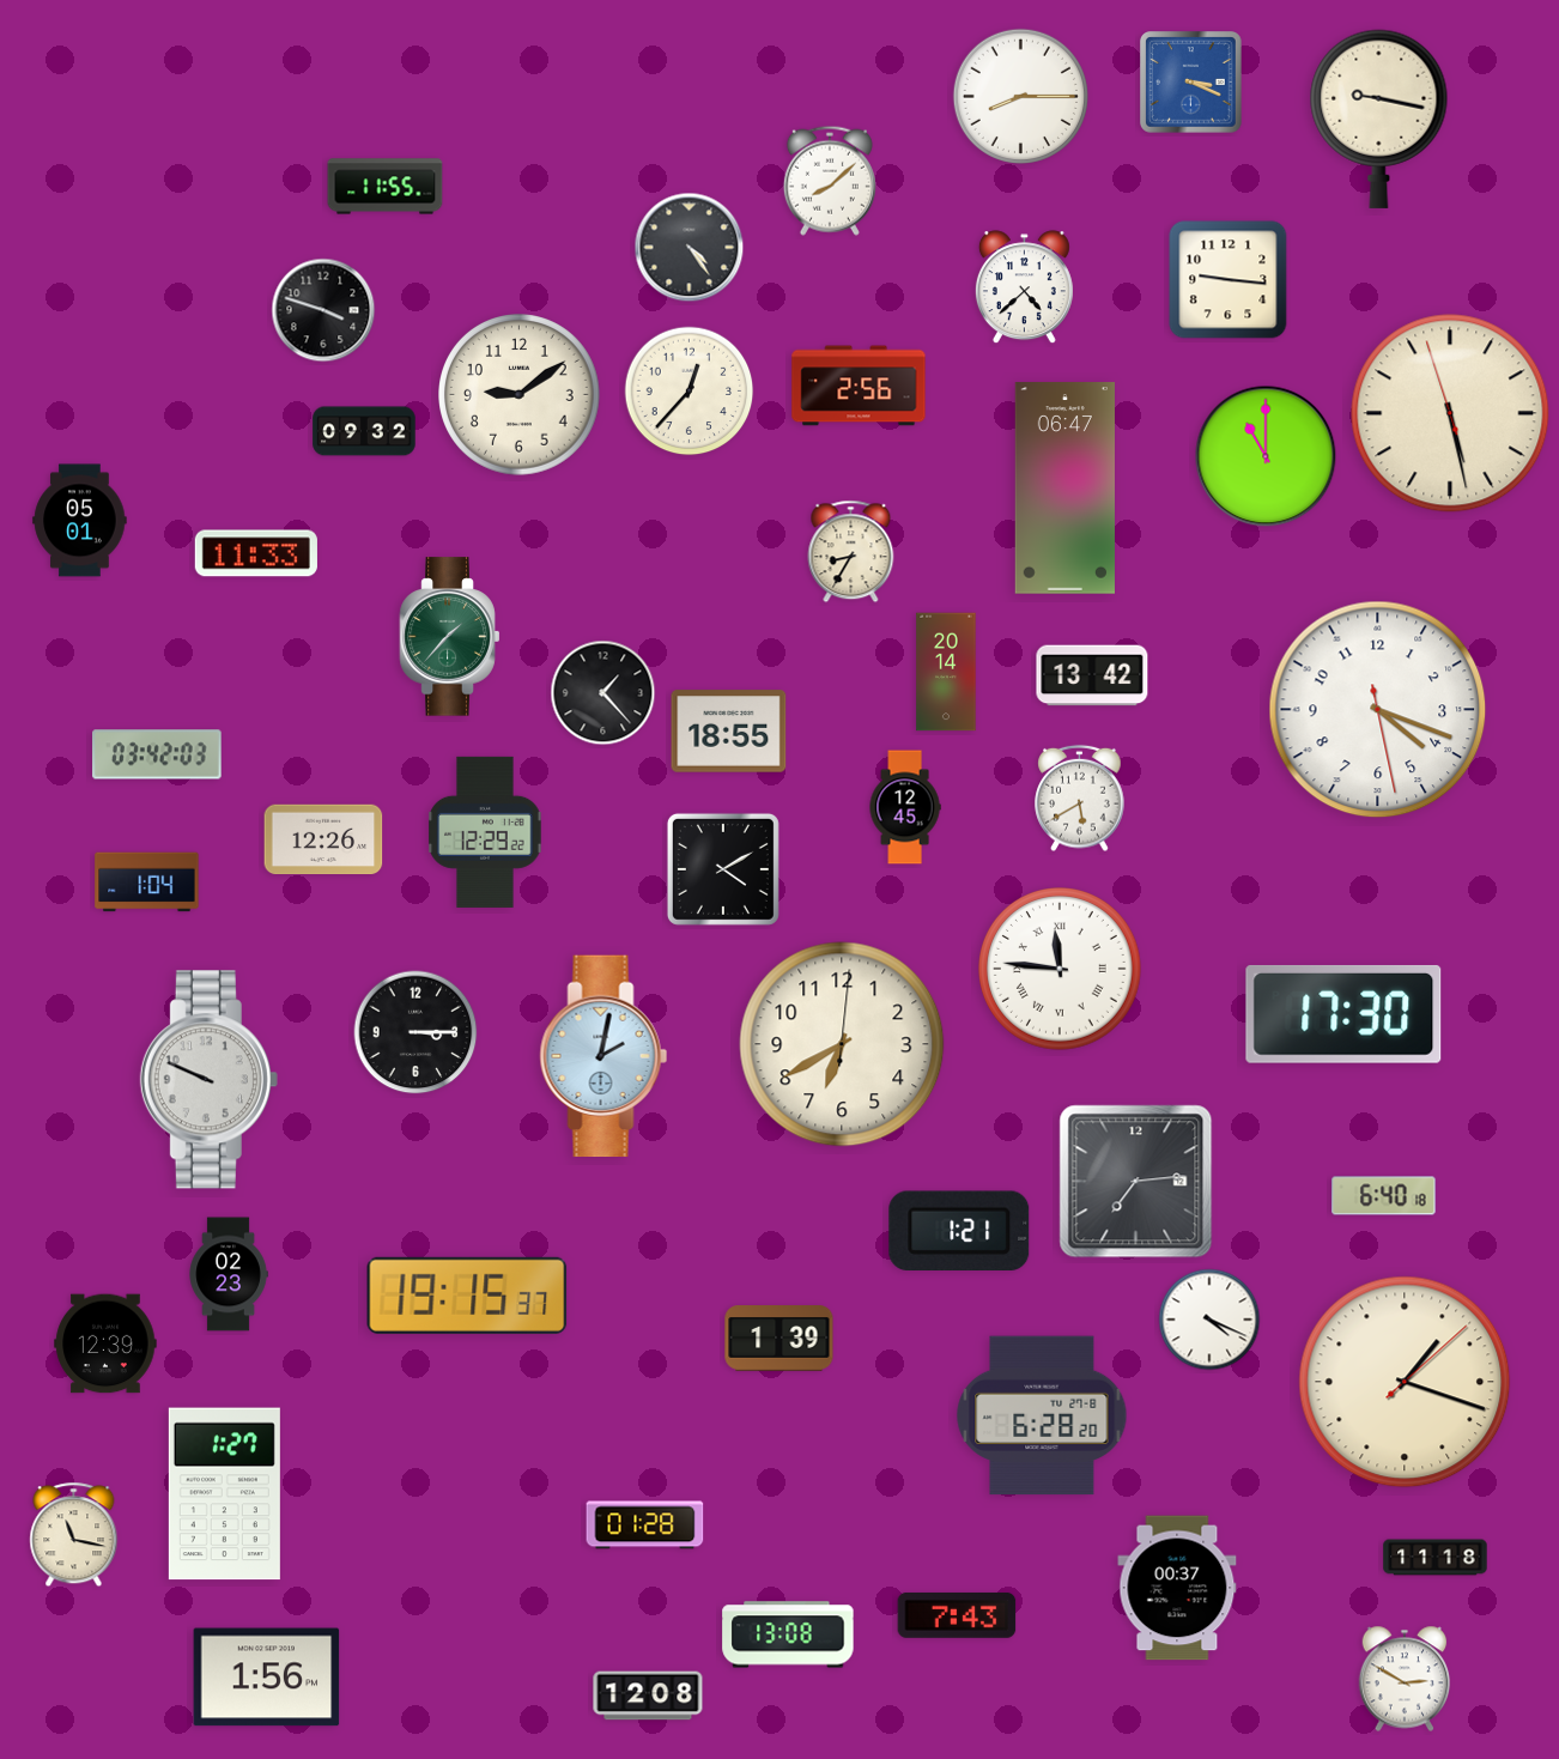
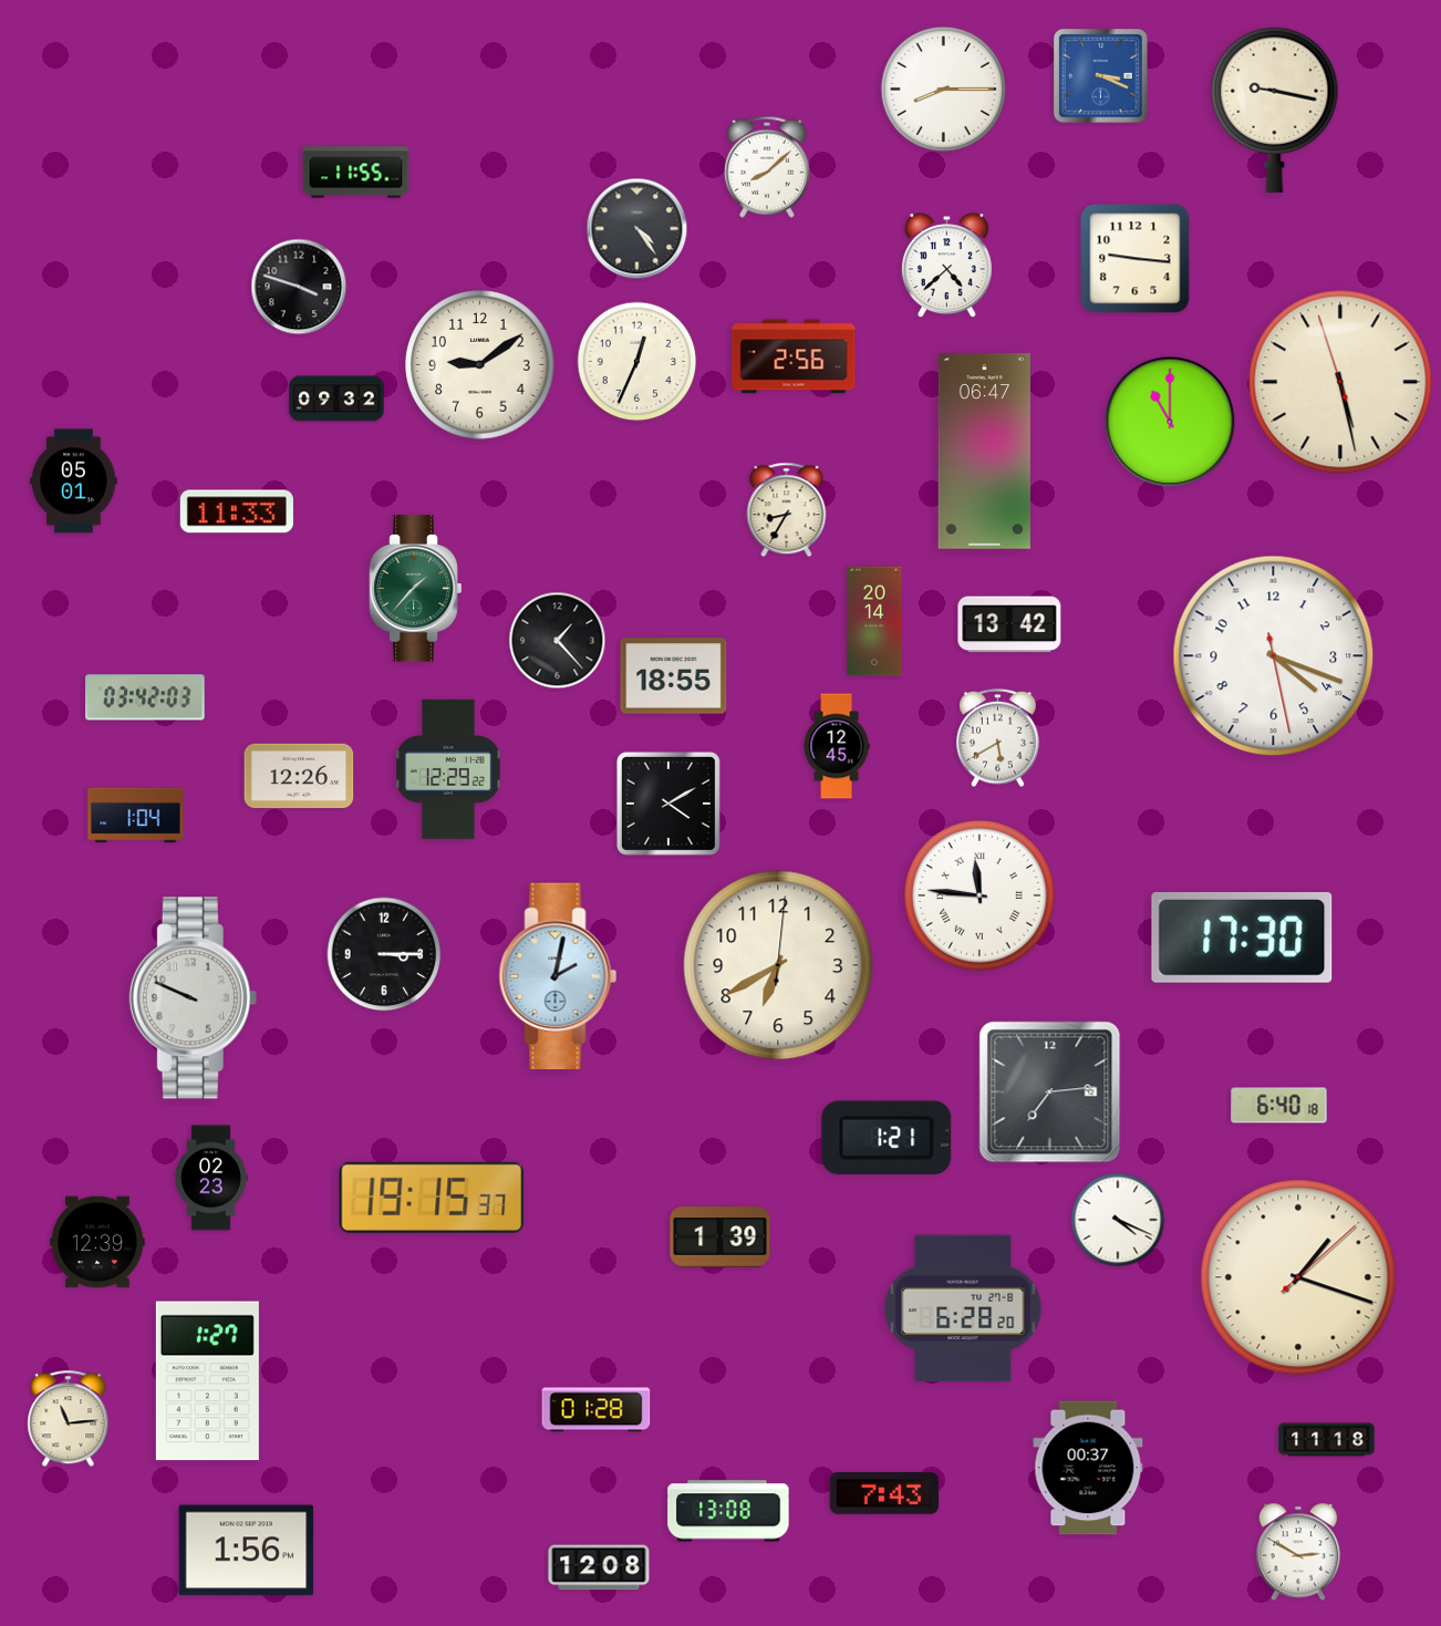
clock at (690, 392): 12:37 -> 12:34
clock at (74, 1535): 11:17 -> 11:14
